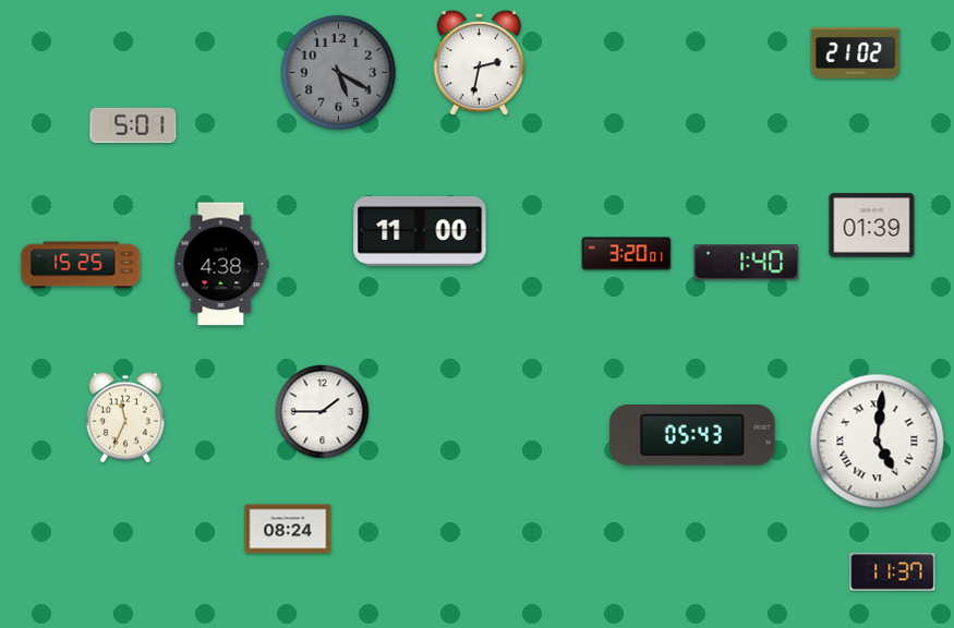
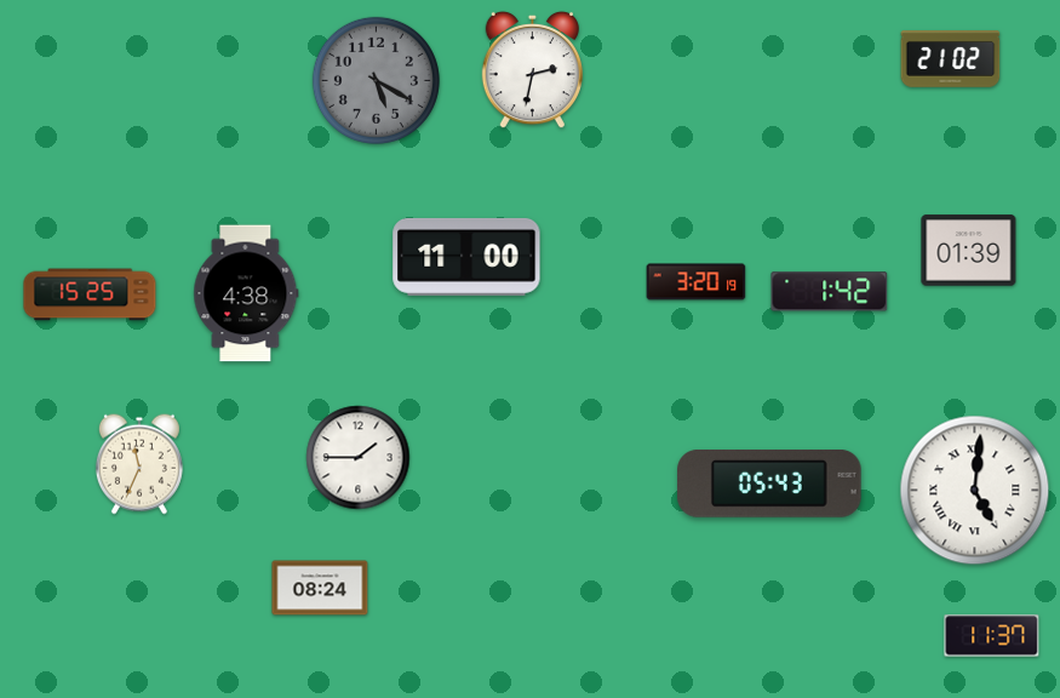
clock at (133, 125): 5:01 -> none
clock at (627, 254): 3:20:01 -> 3:20:19
clock at (747, 263): 1:40 -> 1:42
